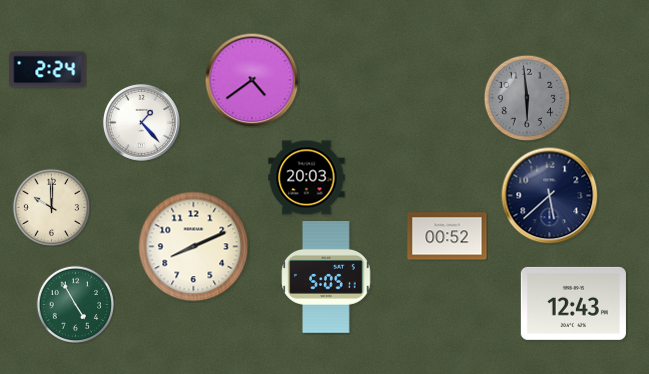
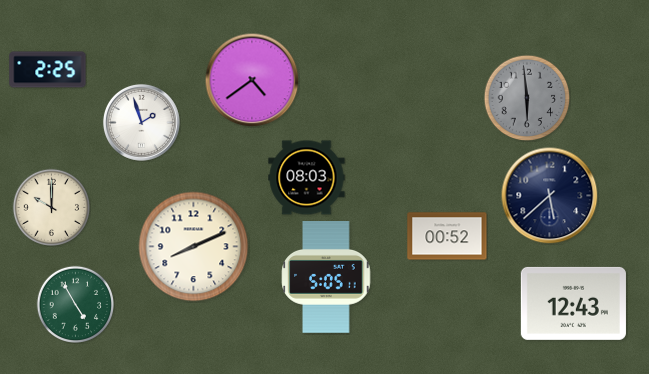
clock at (48, 70): 2:24 -> 2:25
clock at (141, 122): 1:23 -> 1:57
clock at (307, 178): 20:03 -> 08:03
